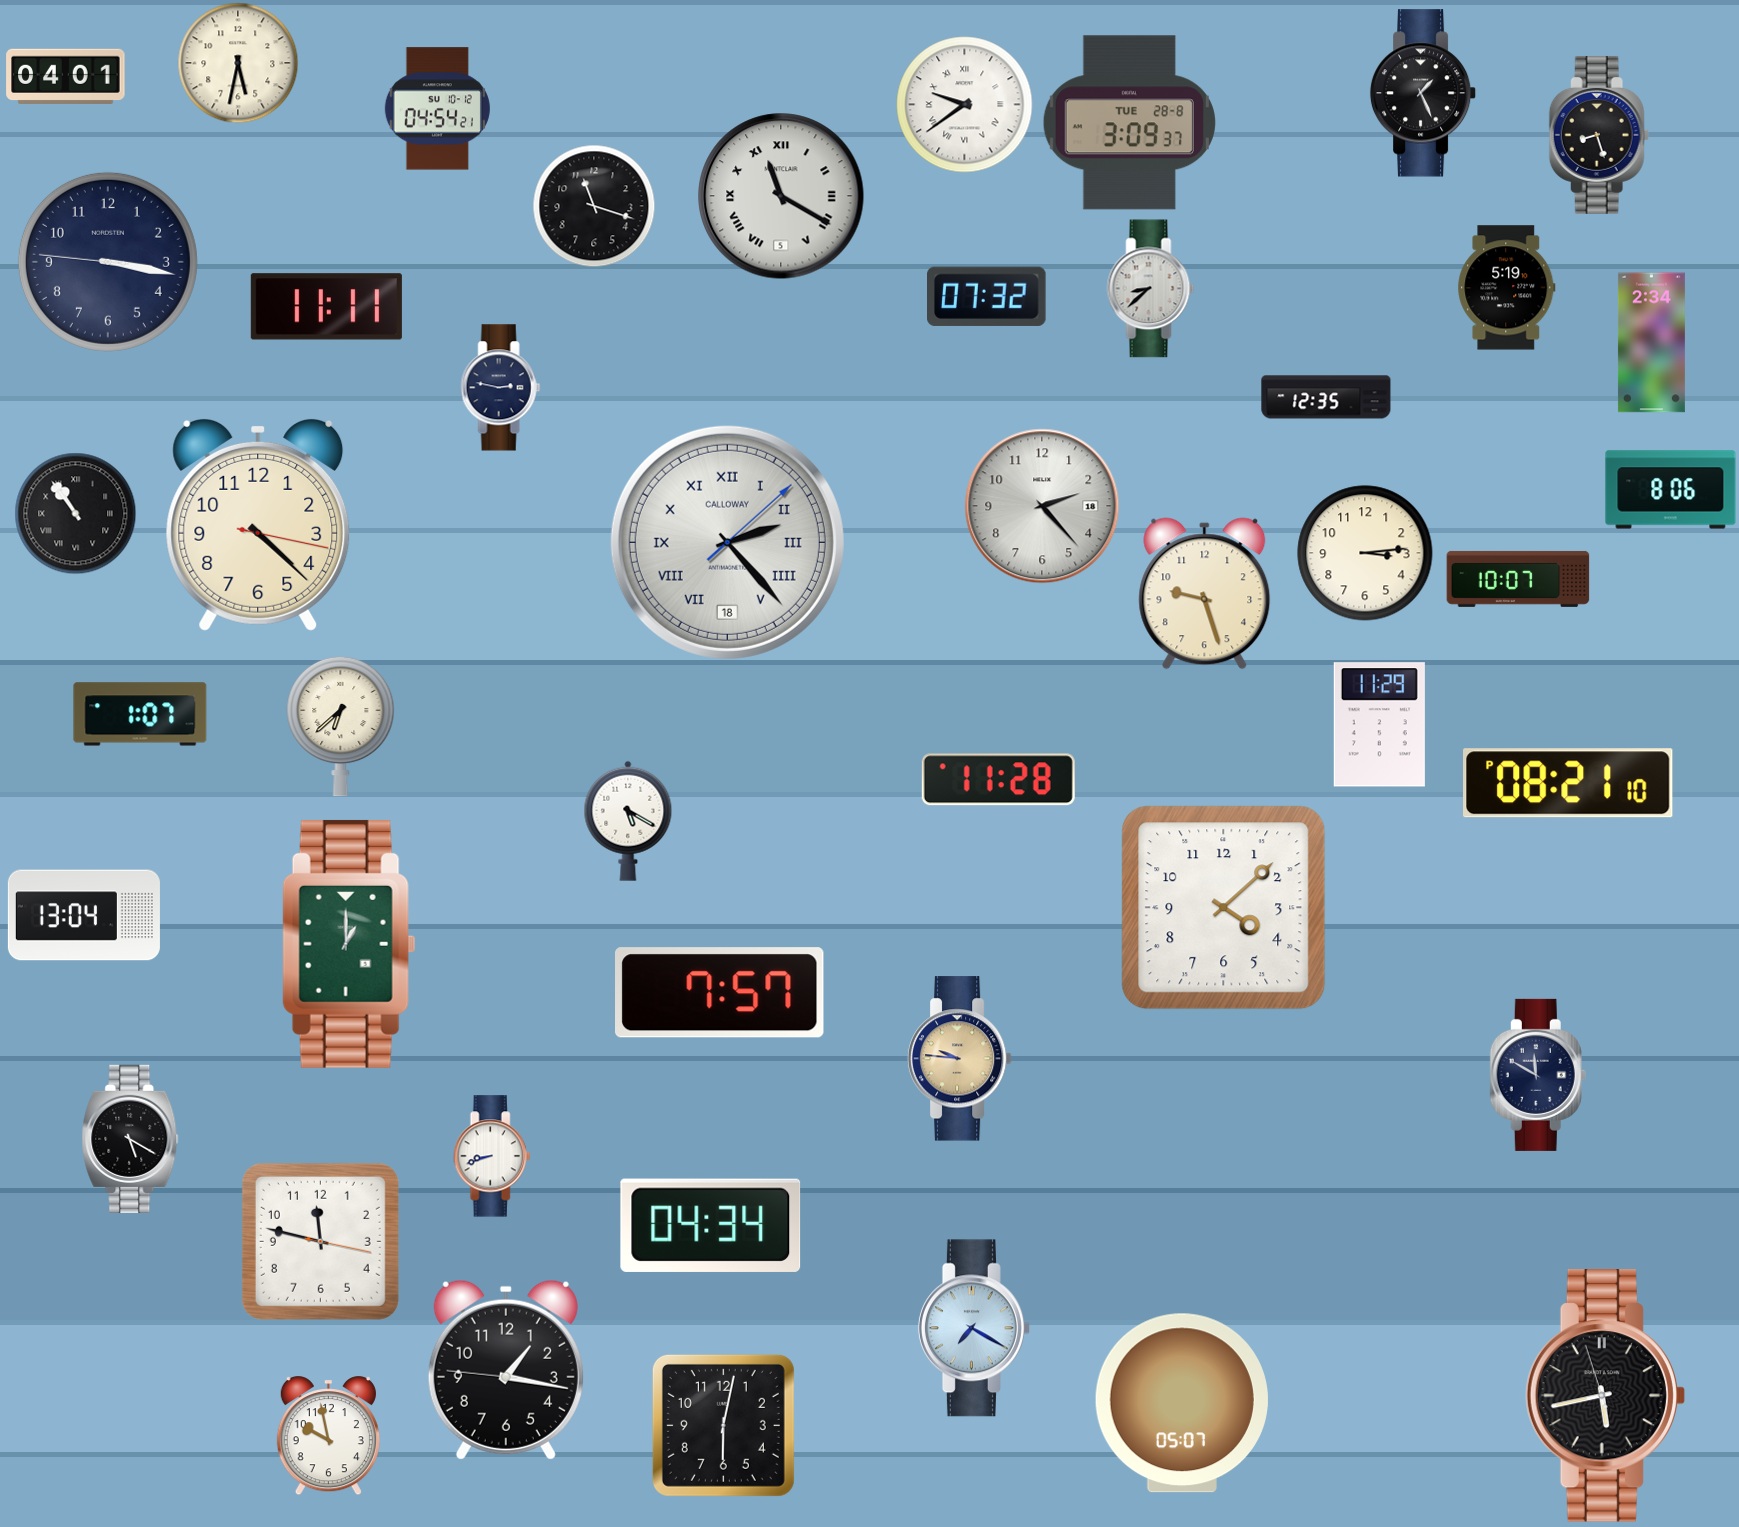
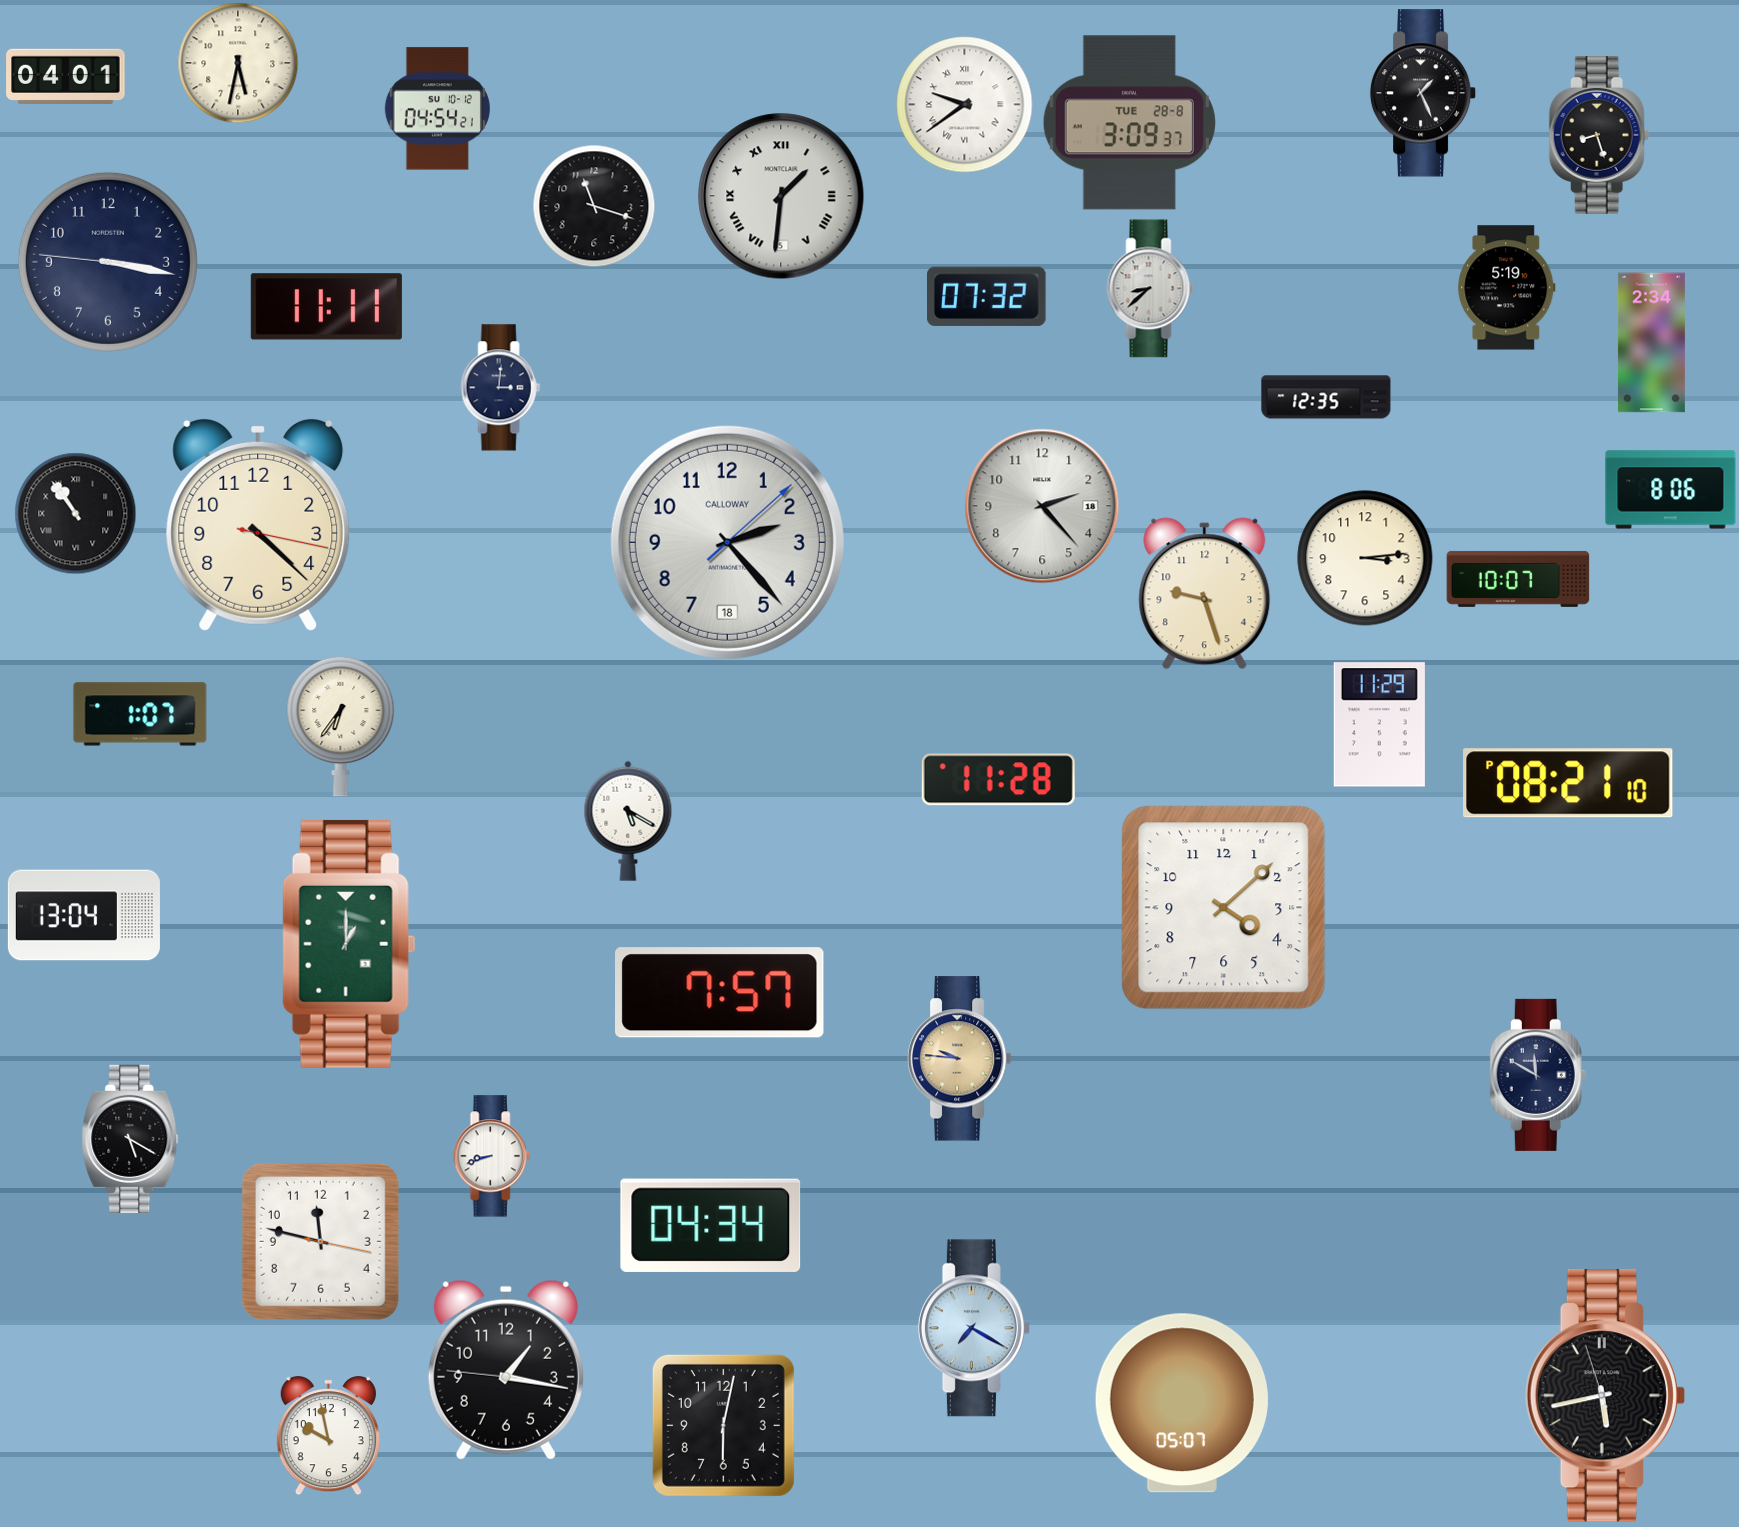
clock at (781, 196): 11:20 -> 1:31
clock at (501, 388): 2:47 -> 3:01
clock at (727, 542) numerals: Roman -> Arabic
clock at (1365, 553) position: (1365, 553) -> (1365, 558)
clock at (341, 726): 6:38 -> 6:36
